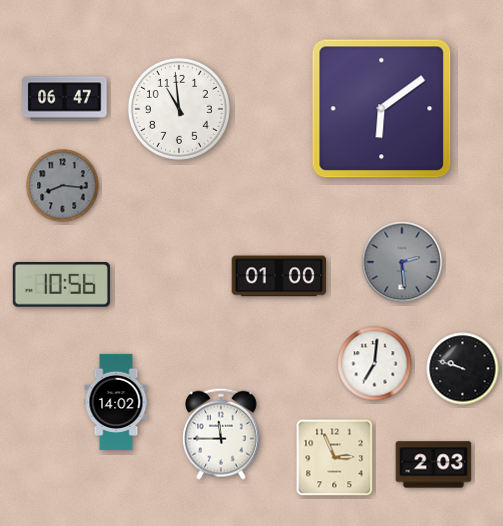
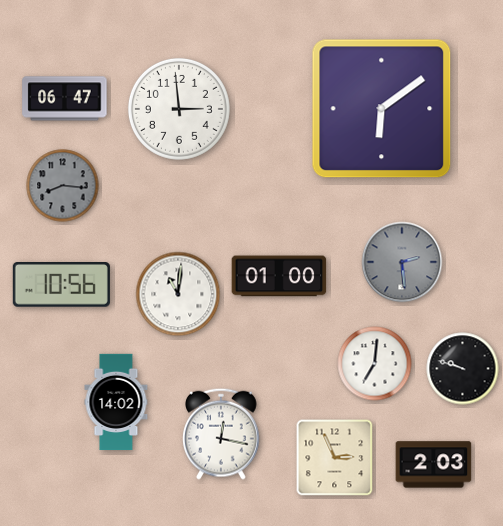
clock at (179, 109): 10:59 -> 2:59
clock at (178, 294): none -> 11:01
clock at (222, 434): 11:45 -> 12:17
